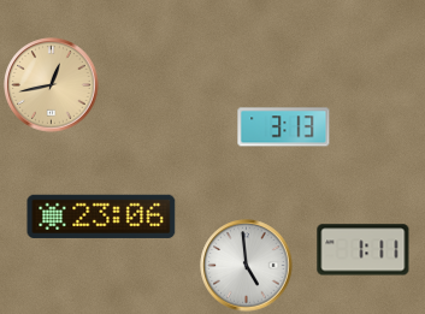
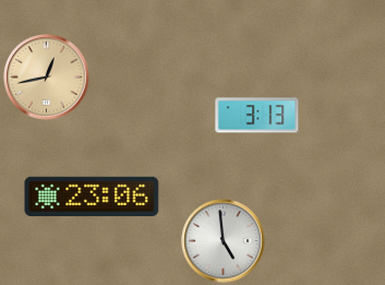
clock at (364, 250): 1:11 -> none
